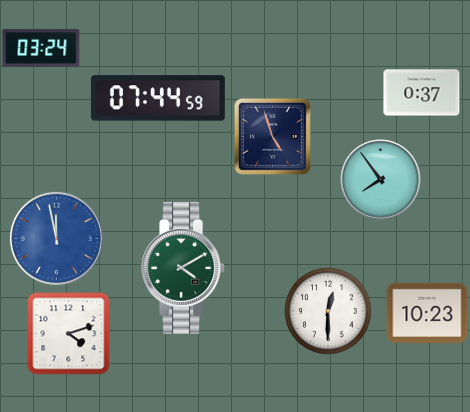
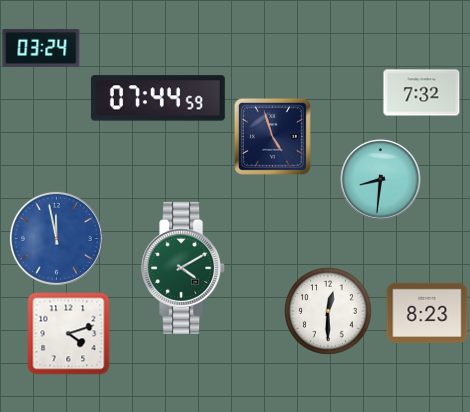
clock at (422, 93): 0:37 -> 7:32
clock at (381, 180): 7:54 -> 8:31
clock at (427, 313): 10:23 -> 8:23
